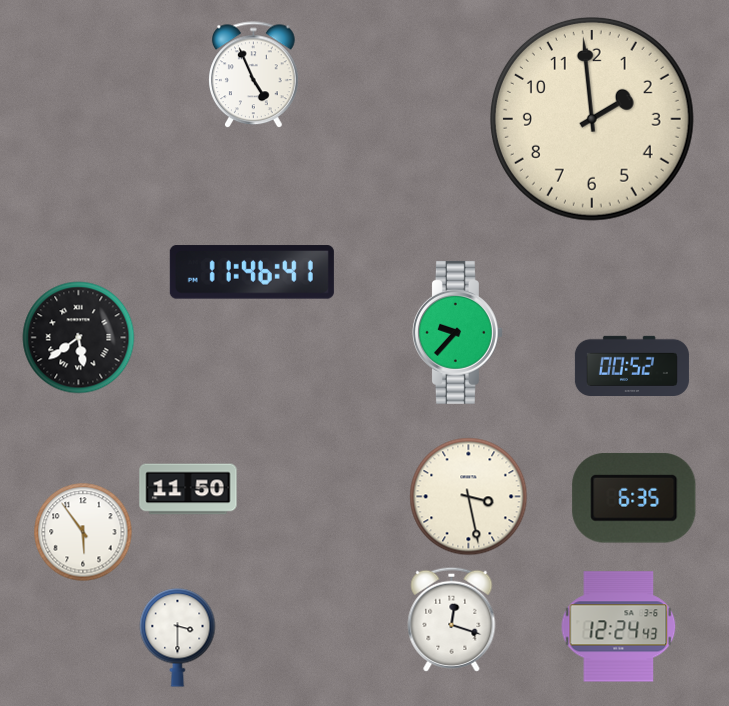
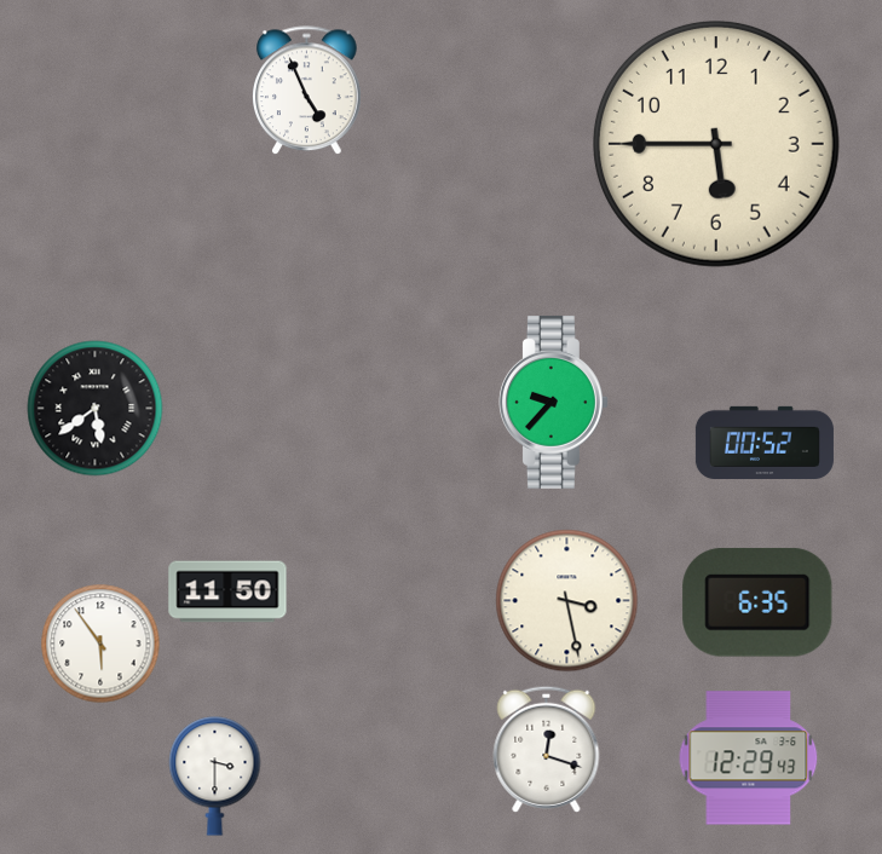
clock at (592, 119): 1:59 -> 5:45
clock at (252, 272): 11:46 -> none
clock at (634, 498) position: (634, 498) -> (757, 602)
clock at (619, 627): 12:24 -> 12:29
clock at (178, 638) position: (178, 638) -> (215, 777)
